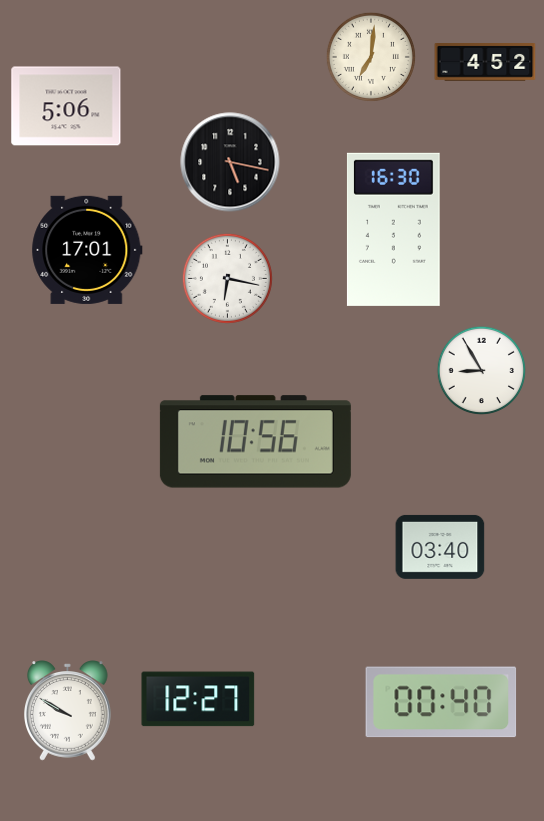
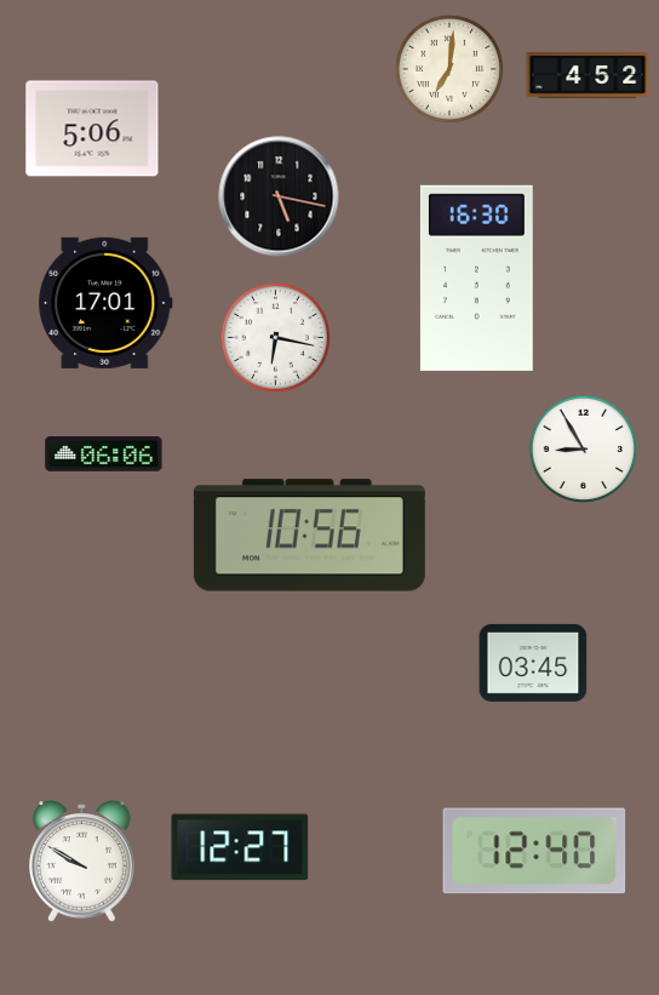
clock at (66, 106) position: (66, 106) -> (92, 128)
clock at (104, 454): none -> 06:06
clock at (440, 547): 03:40 -> 03:45
clock at (441, 702): 00:40 -> 12:40
